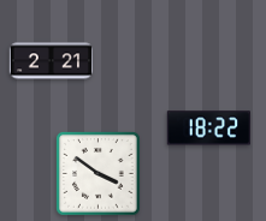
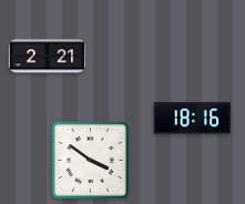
clock at (208, 129): 18:22 -> 18:16
